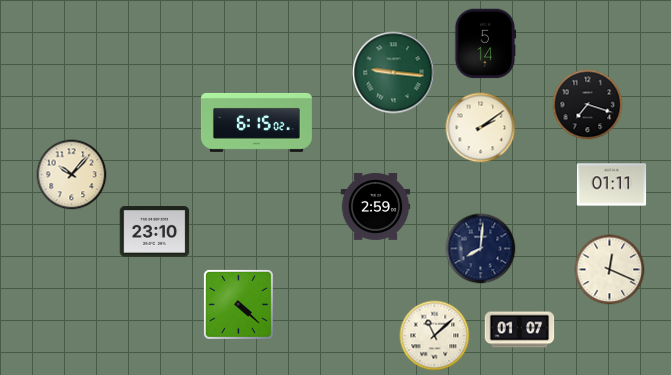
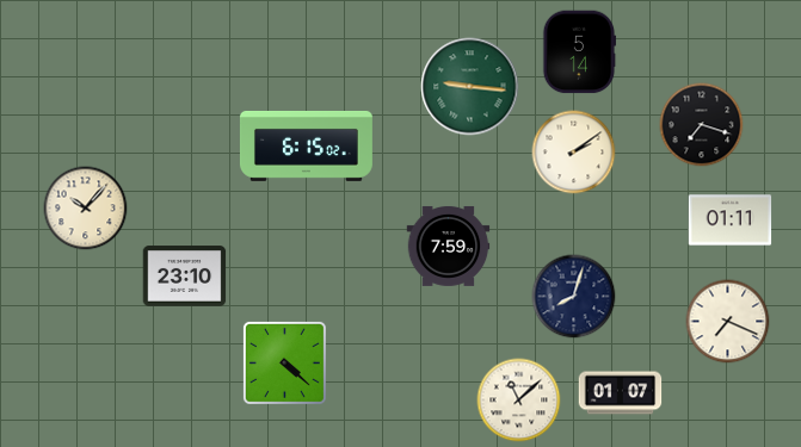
clock at (376, 206): 2:59 -> 7:59
clock at (481, 249): 8:01 -> 8:03
clock at (610, 270): 12:19 -> 7:19
